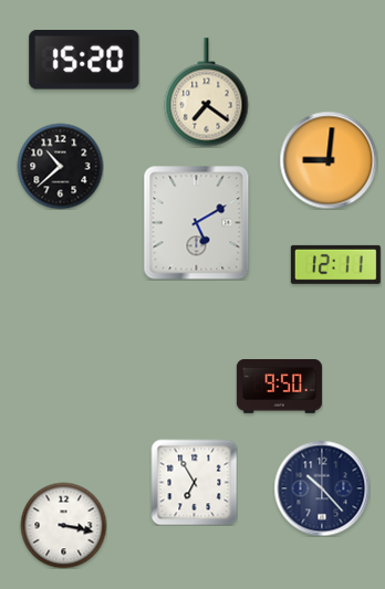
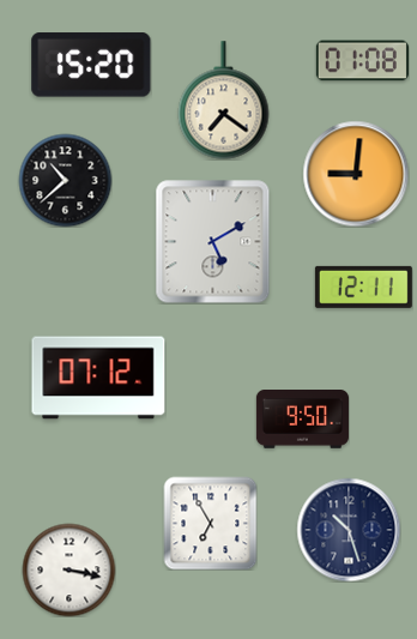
clock at (362, 61): none -> 01:08
clock at (98, 378): none -> 07:12
clock at (322, 488): 10:23 -> 10:27
